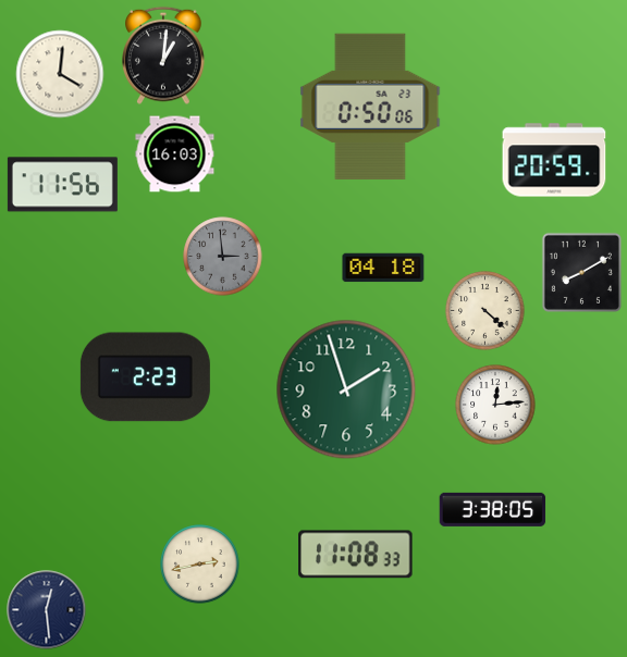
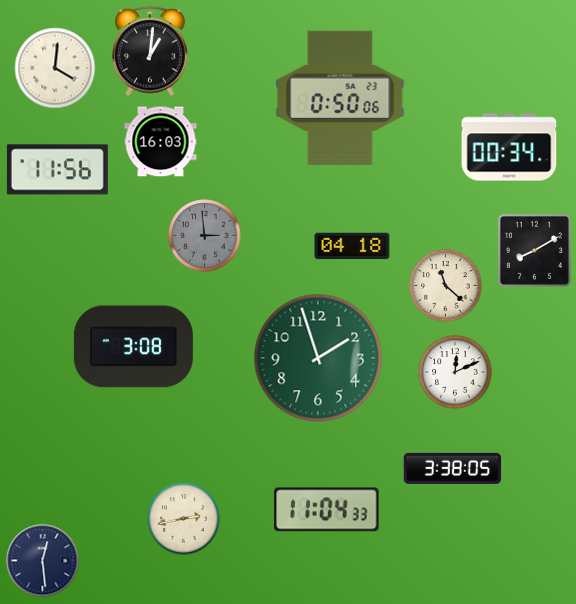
clock at (554, 160): 20:59 -> 00:34
clock at (485, 311): 4:22 -> 11:22
clock at (145, 377): 2:23 -> 3:08
clock at (495, 405): 12:14 -> 12:11
clock at (356, 555): 11:08 -> 11:04
